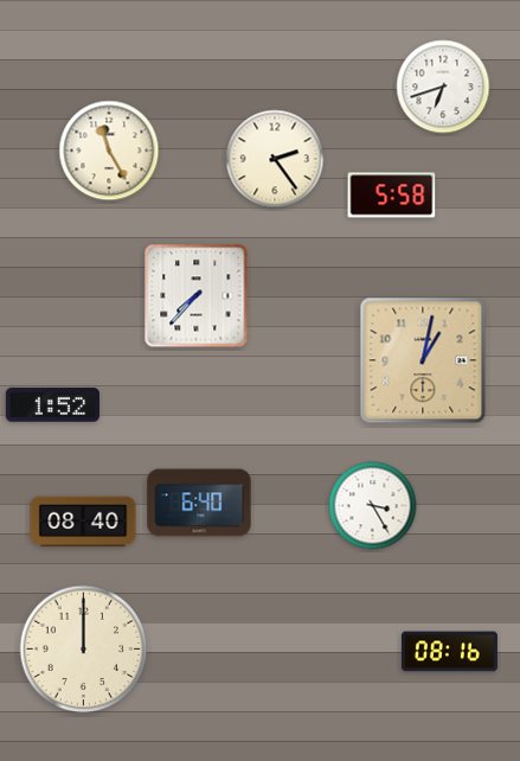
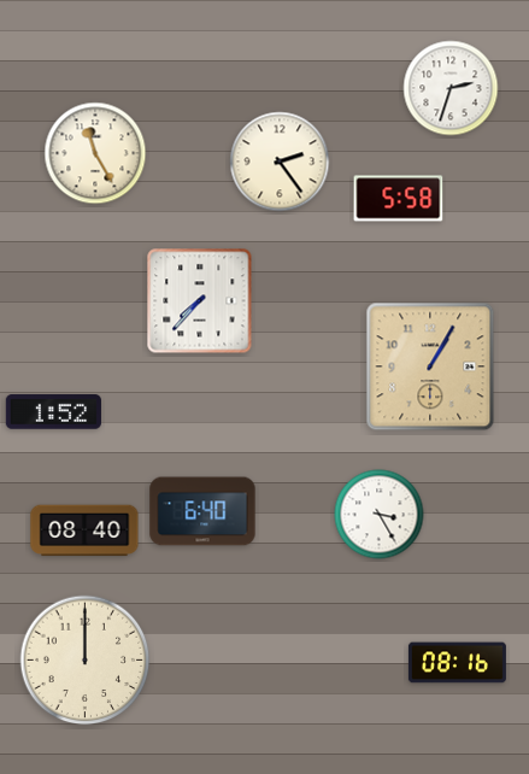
clock at (443, 87): 6:42 -> 2:33
clock at (109, 151) position: (109, 151) -> (95, 153)
clock at (423, 360): 1:02 -> 1:05
